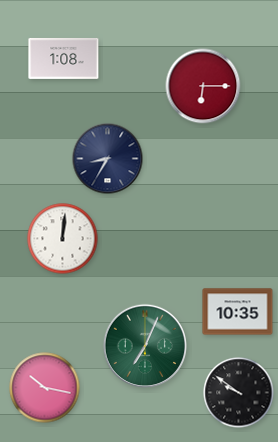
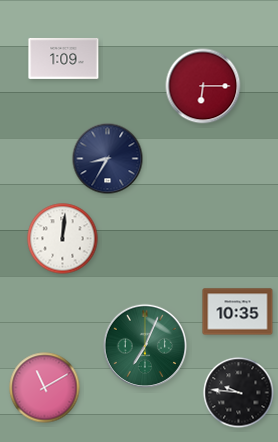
clock at (64, 58): 1:08 -> 1:09
clock at (45, 388): 10:17 -> 11:10
clock at (239, 393): 9:51 -> 9:46
